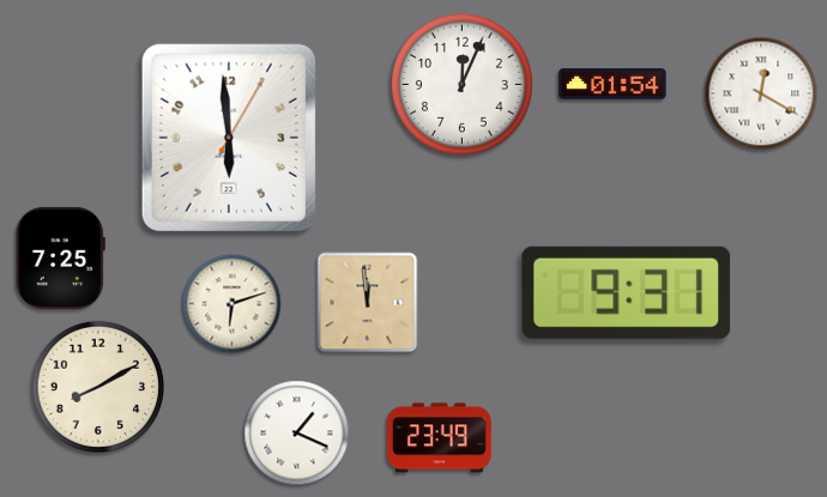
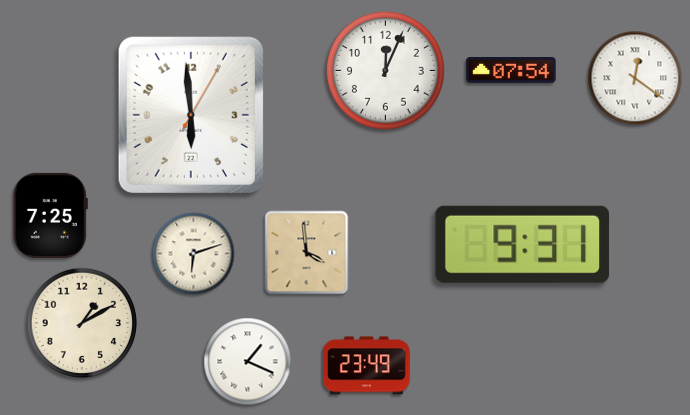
clock at (612, 85): 01:54 -> 07:54
clock at (761, 93): 12:20 -> 12:21
clock at (368, 303): 11:59 -> 3:59
clock at (97, 386): 8:10 -> 1:10
